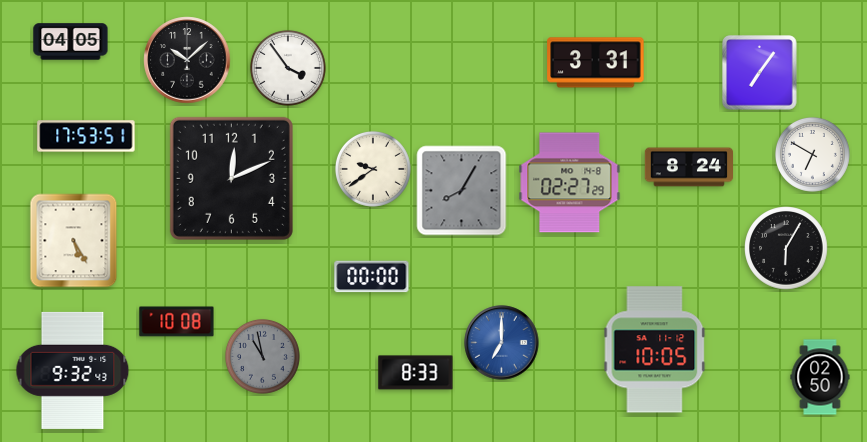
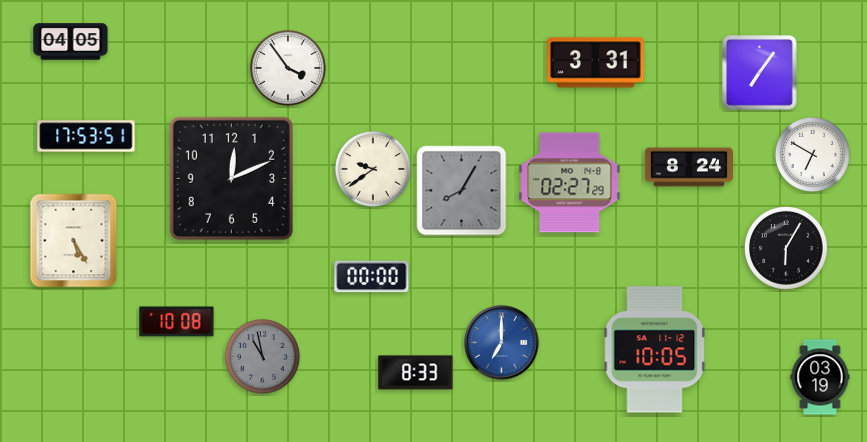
clock at (187, 60): 10:08 -> none
clock at (73, 370): 9:32 -> none
clock at (820, 377): 02:50 -> 03:19
